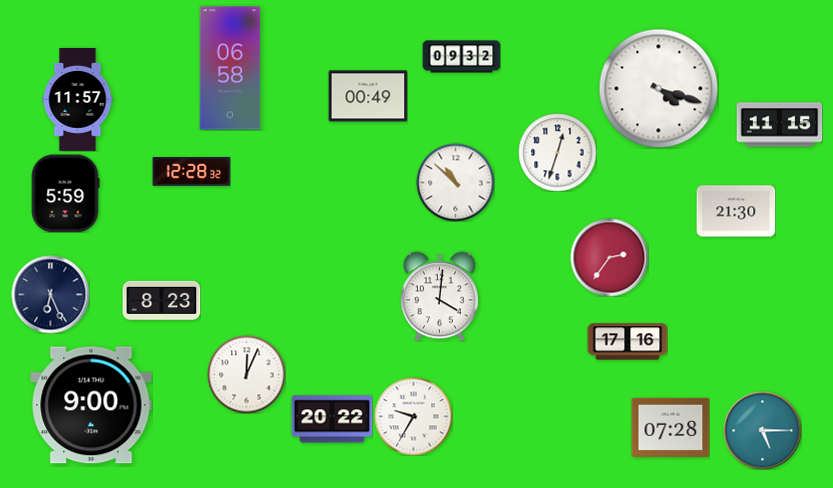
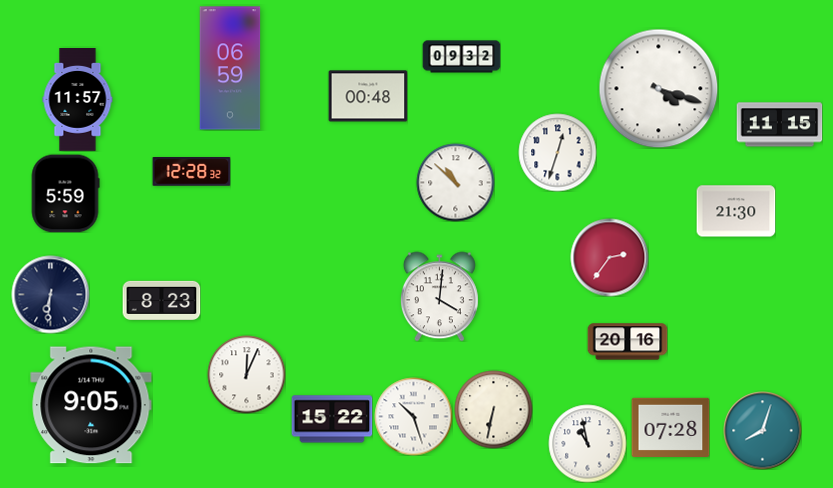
clock at (230, 68): 06:58 -> 06:59
clock at (368, 96): 00:49 -> 00:48
clock at (50, 294): 6:26 -> 6:31
clock at (627, 342): 17:16 -> 20:16
clock at (91, 405): 9:00 -> 9:05
clock at (493, 409): none -> 6:32
clock at (413, 416): 9:35 -> 10:27
clock at (332, 419): 20:22 -> 15:22
clock at (762, 430): 5:15 -> 8:03
clock at (587, 443): none -> 10:58
